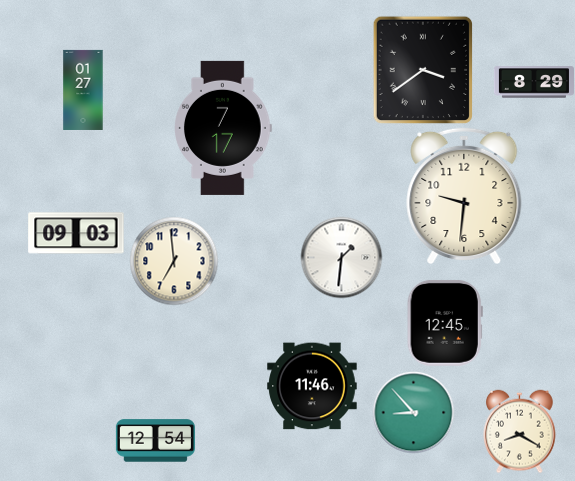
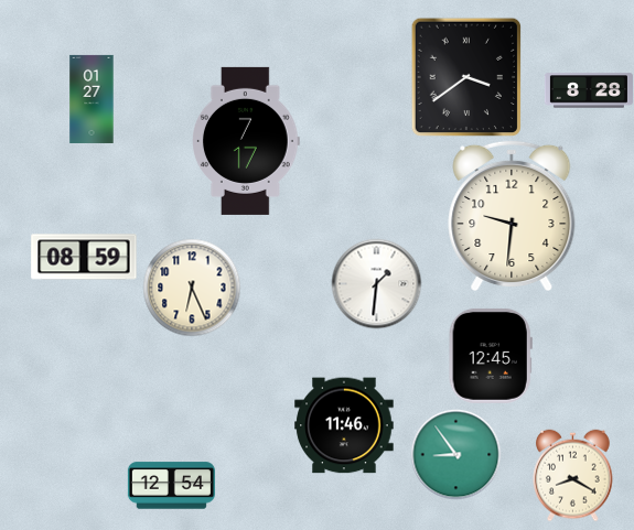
clock at (534, 82): 8:29 -> 8:28
clock at (76, 233): 09:03 -> 08:59
clock at (174, 261): 6:59 -> 6:26
clock at (413, 412): 8:53 -> 8:54
